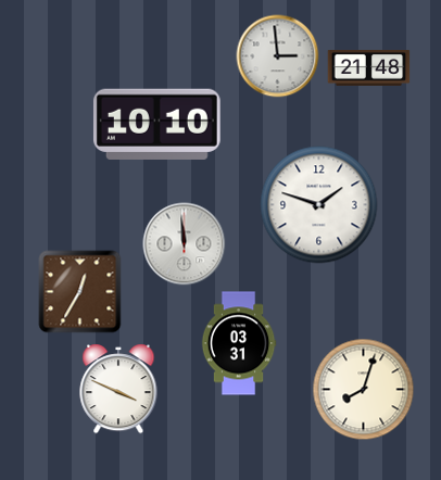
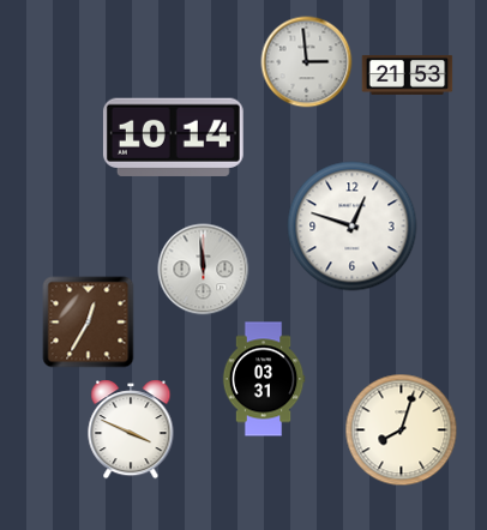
clock at (369, 67): 21:48 -> 21:53
clock at (156, 124): 10:10 -> 10:14
clock at (319, 205): 1:48 -> 12:48
